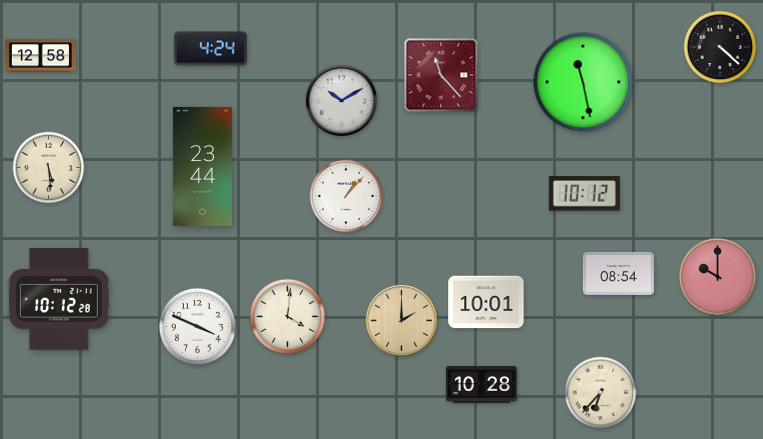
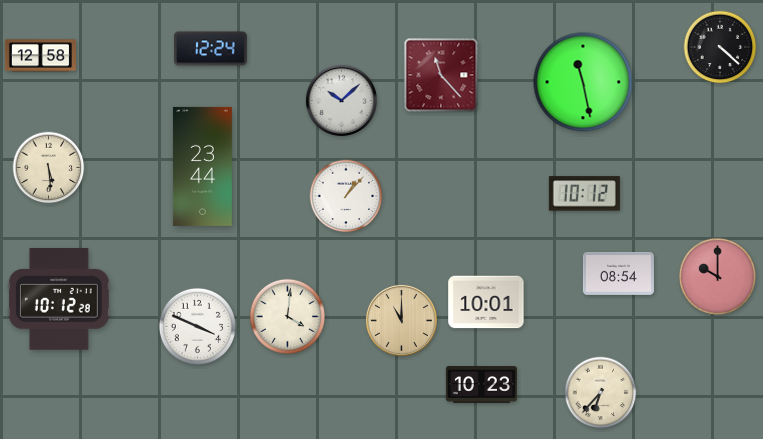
clock at (211, 49): 4:24 -> 12:24
clock at (341, 100): 10:10 -> 10:08
clock at (401, 320): 2:00 -> 11:00
clock at (481, 385): 10:28 -> 10:23
